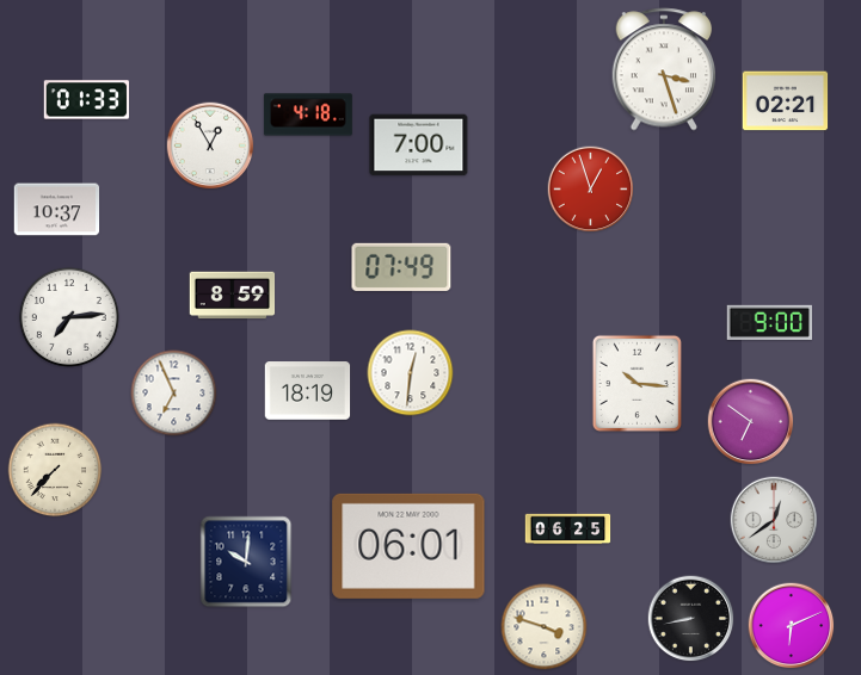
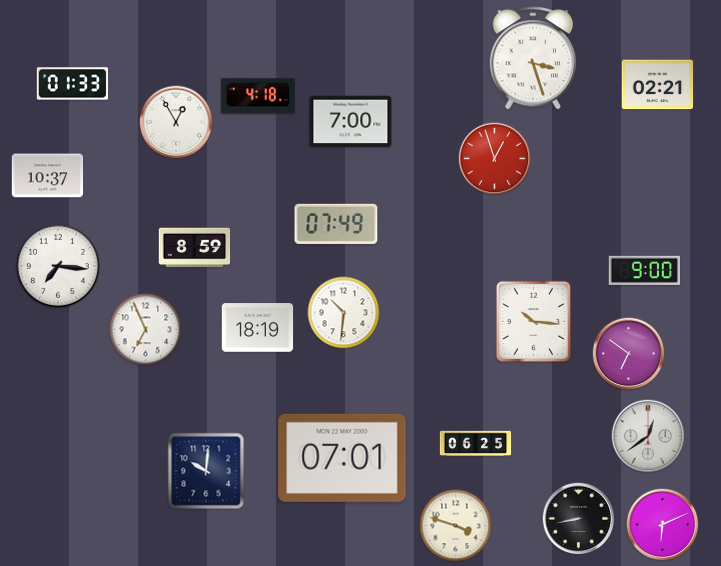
clock at (664, 69) position: (664, 69) -> (533, 58)
clock at (69, 317): 7:14 -> 7:16
clock at (411, 373): 12:31 -> 10:31
clock at (55, 470): 7:37 -> none
clock at (408, 546): 06:01 -> 07:01
